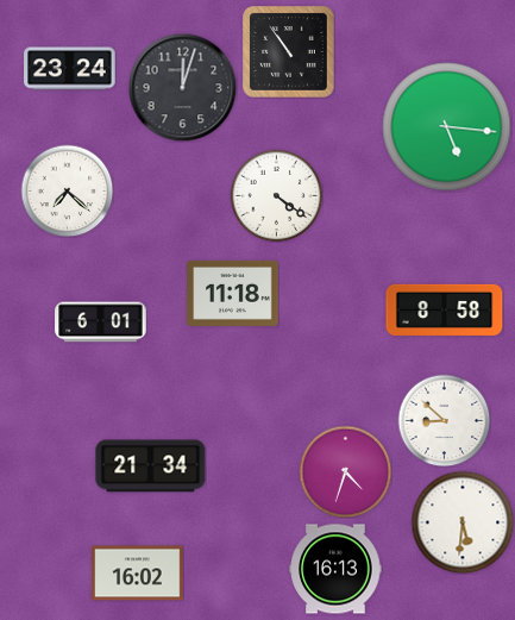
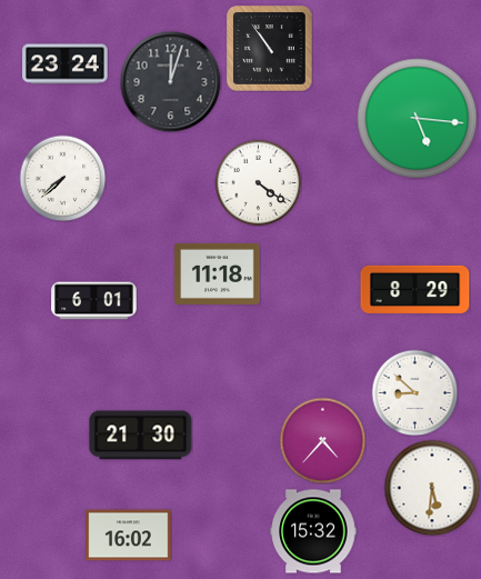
clock at (67, 190): 7:22 -> 7:38
clock at (445, 309): 8:58 -> 8:29
clock at (151, 466): 21:34 -> 21:30
clock at (345, 471): 4:33 -> 4:37
clock at (335, 569): 16:13 -> 15:32
